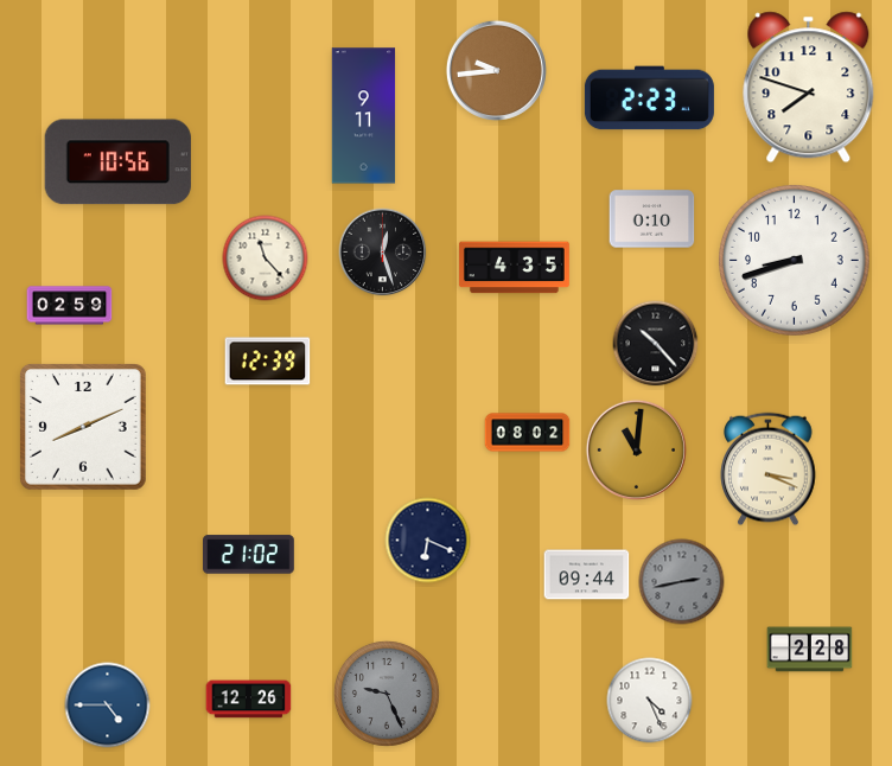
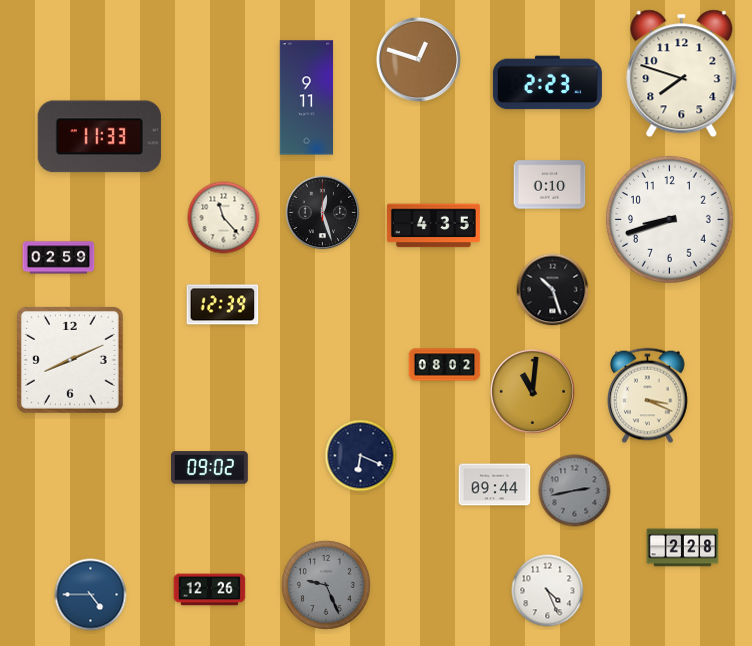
clock at (496, 70): 9:44 -> 12:48
clock at (117, 162): 10:56 -> 11:33
clock at (656, 344): 10:23 -> 10:27
clock at (268, 362) position: (268, 362) -> (223, 305)
clock at (636, 449) position: (636, 449) -> (532, 391)
clock at (249, 555): 21:02 -> 09:02
